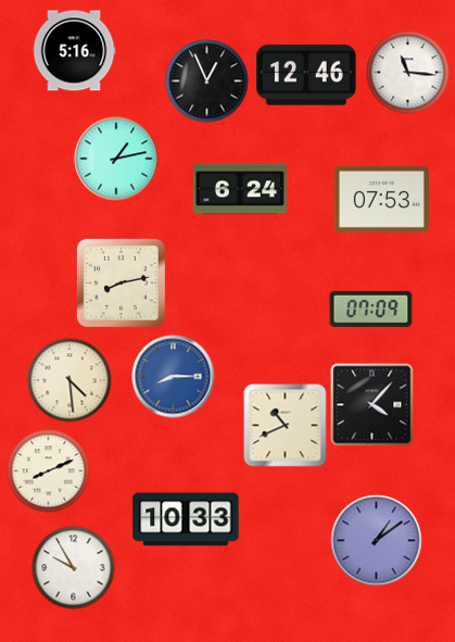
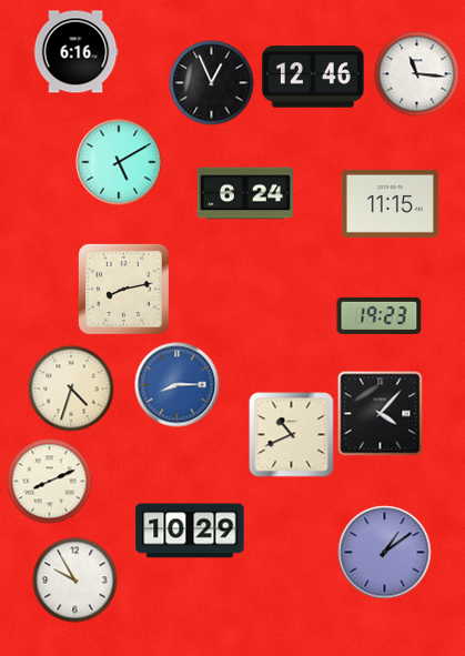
clock at (74, 51): 5:16 -> 6:16
clock at (116, 159): 1:13 -> 5:10
clock at (381, 199): 07:53 -> 11:15
clock at (371, 309): 07:09 -> 19:23
clock at (69, 380): 4:29 -> 4:33
clock at (186, 519): 10:33 -> 10:29
